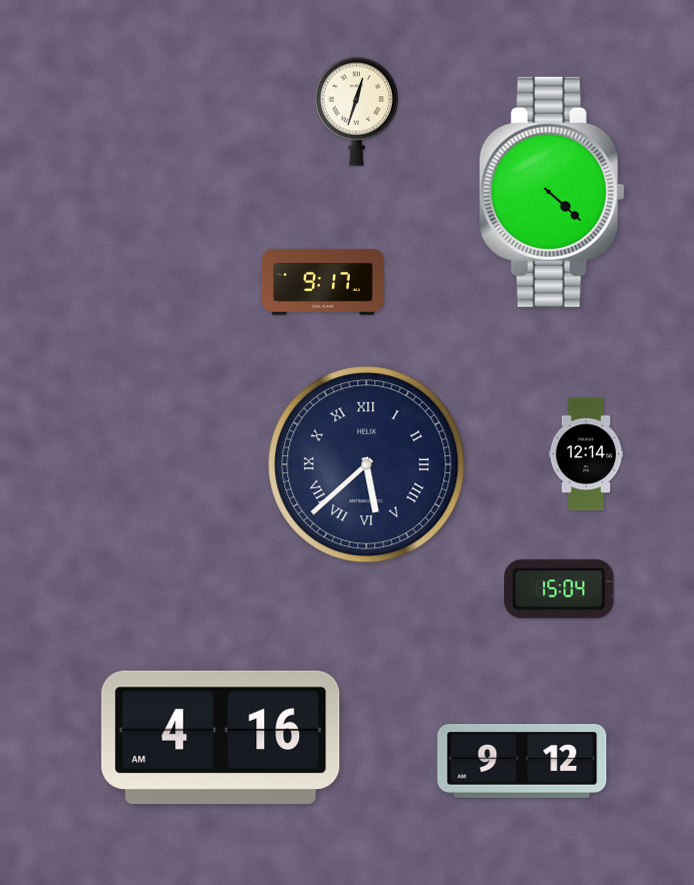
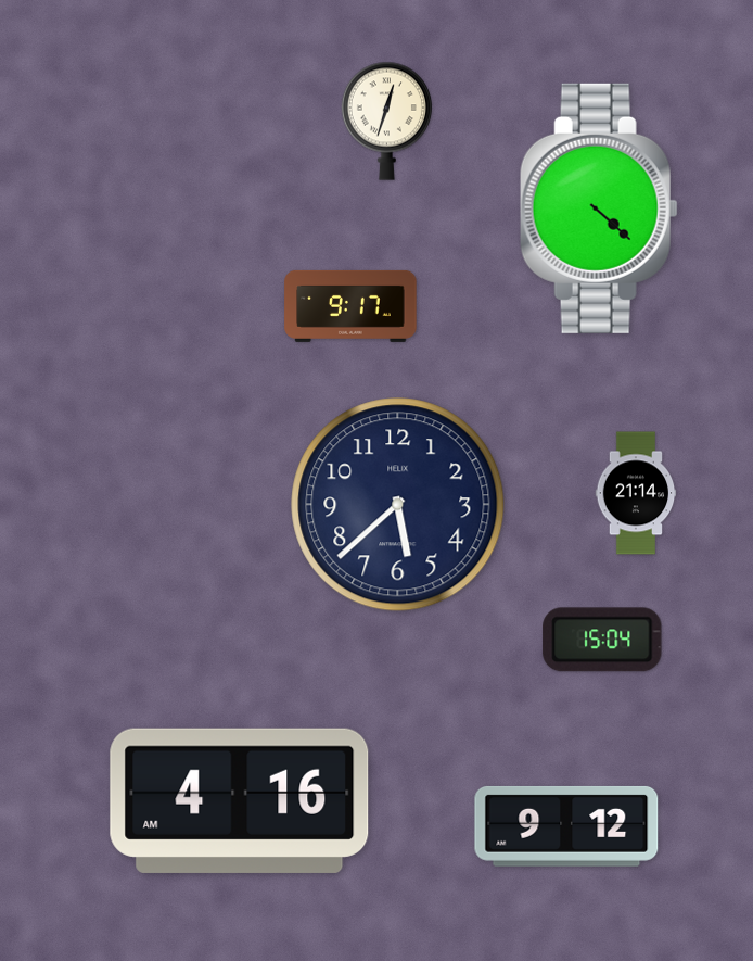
clock at (586, 454): 12:14 -> 21:14
clock at (367, 465) numerals: Roman -> Arabic
clock at (559, 589) position: (559, 589) -> (602, 640)
